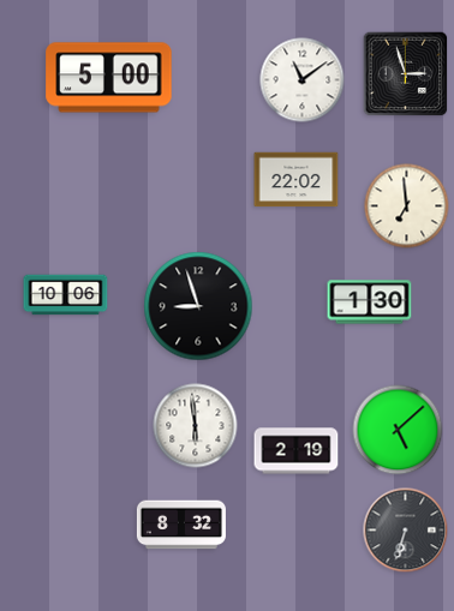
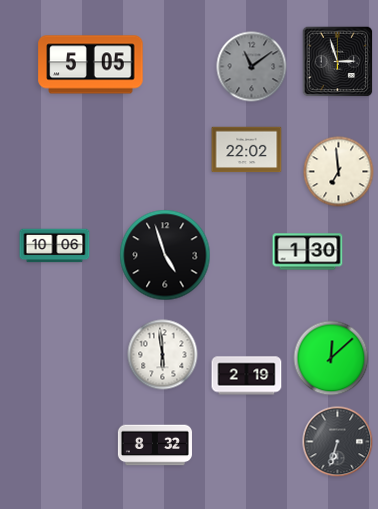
clock at (109, 78): 5:00 -> 5:05
clock at (303, 80) dial: white -> grey
clock at (198, 306): 8:57 -> 4:57
clock at (398, 430): 5:08 -> 12:08
clock at (181, 525) position: (181, 525) -> (155, 445)
